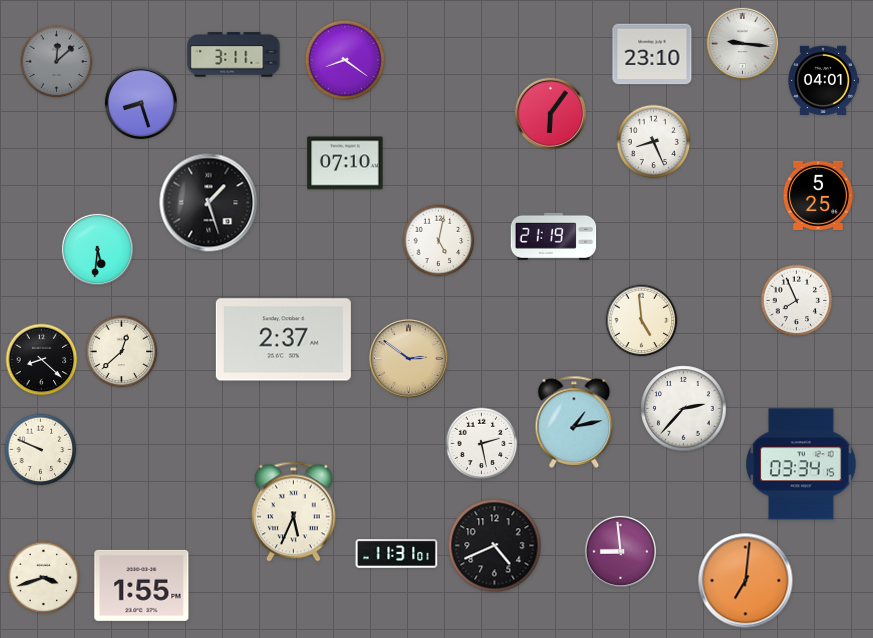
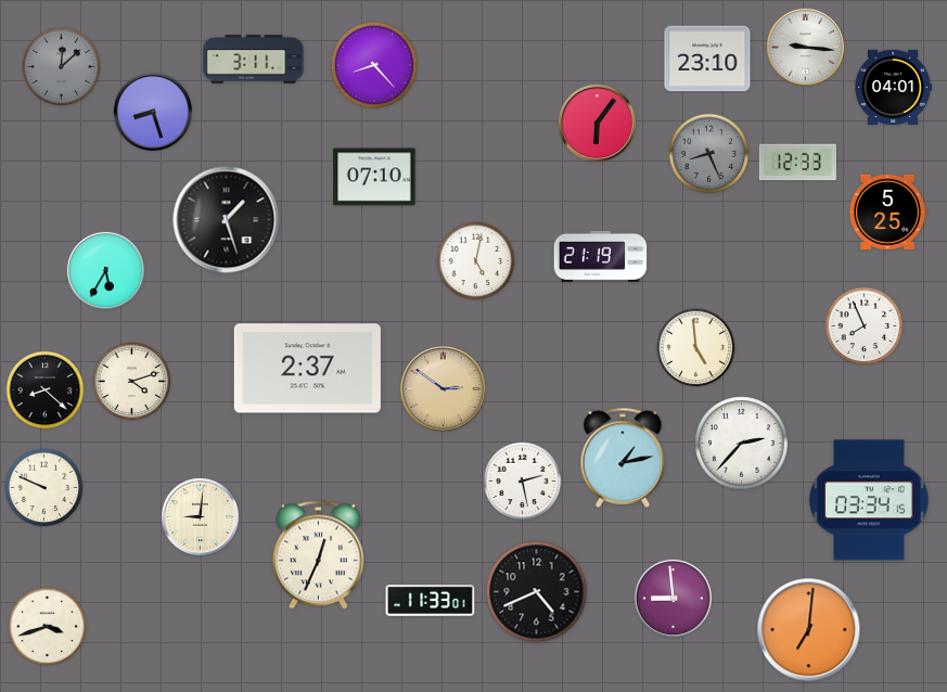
clock at (345, 60): 8:21 -> 8:23
clock at (654, 142) dial: white -> grey
clock at (797, 163): none -> 12:33
clock at (97, 249): 5:31 -> 5:35
clock at (122, 352): 12:38 -> 4:12
clock at (801, 464) position: (801, 464) -> (869, 500)
clock at (200, 516): none -> 9:01
clock at (293, 512): 5:34 -> 12:34
clock at (397, 554): 11:31 -> 11:33
clock at (142, 585): 1:55 -> none
